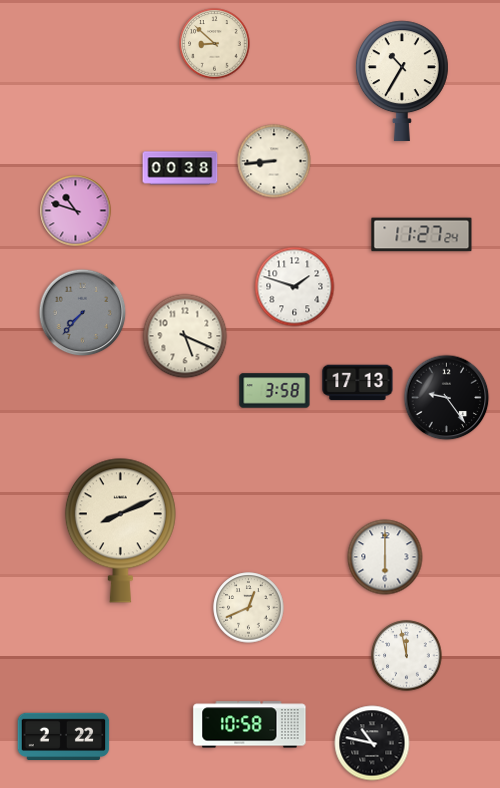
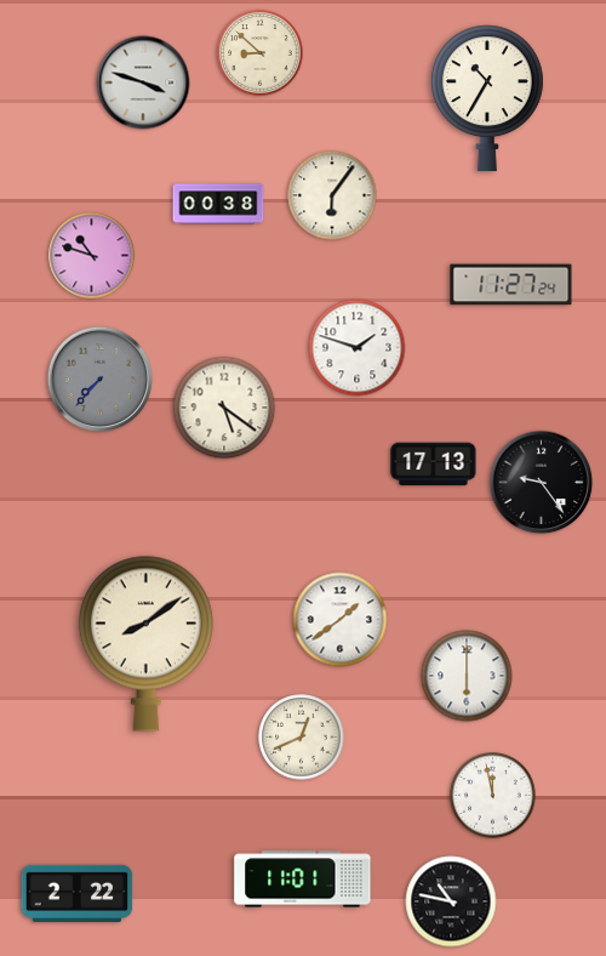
clock at (143, 82): none -> 3:48
clock at (274, 161): 8:44 -> 6:06
clock at (185, 336): 5:19 -> 5:21
clock at (275, 391): 3:58 -> none
clock at (341, 620): none -> 1:39
clock at (120, 530): 8:11 -> 8:09
clock at (250, 725): 10:58 -> 11:01
